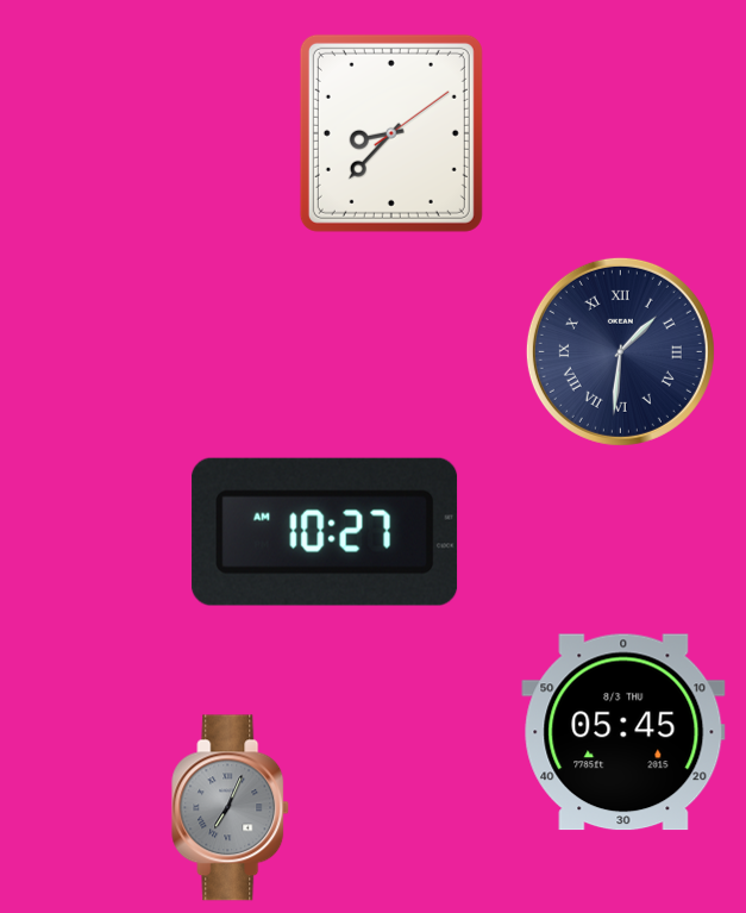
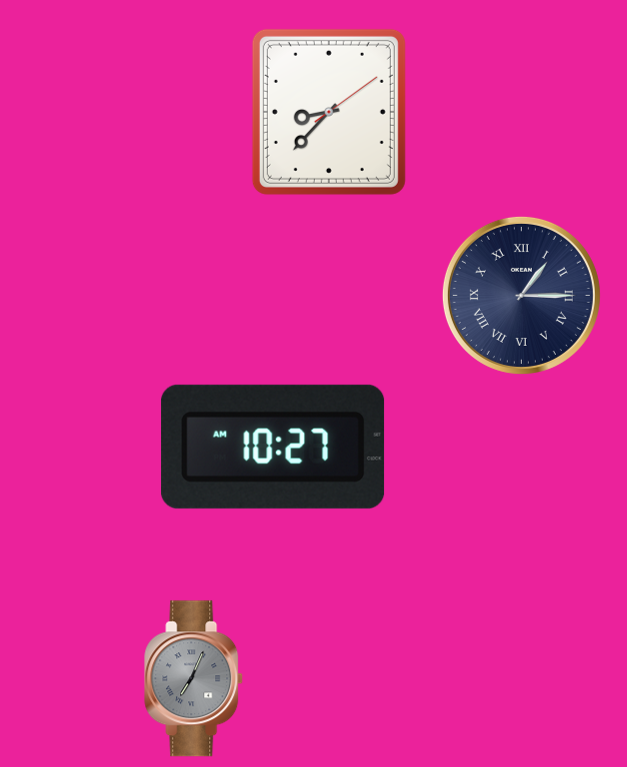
clock at (620, 351): 1:31 -> 1:15
clock at (623, 732): 05:45 -> none
